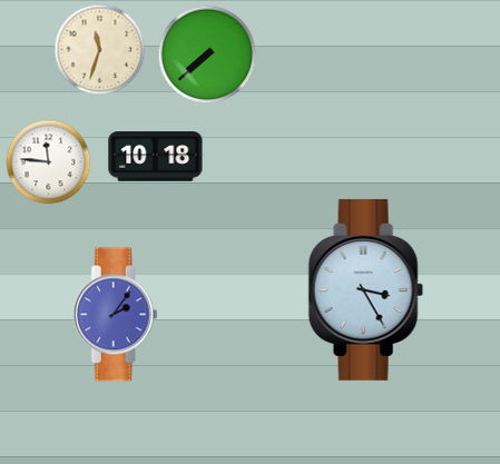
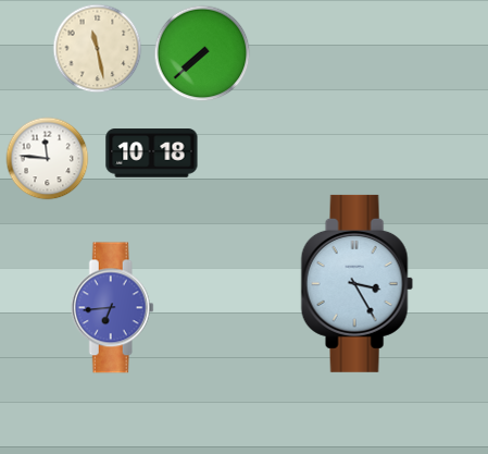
clock at (100, 50): 11:33 -> 11:28
clock at (115, 315): 2:06 -> 6:44
